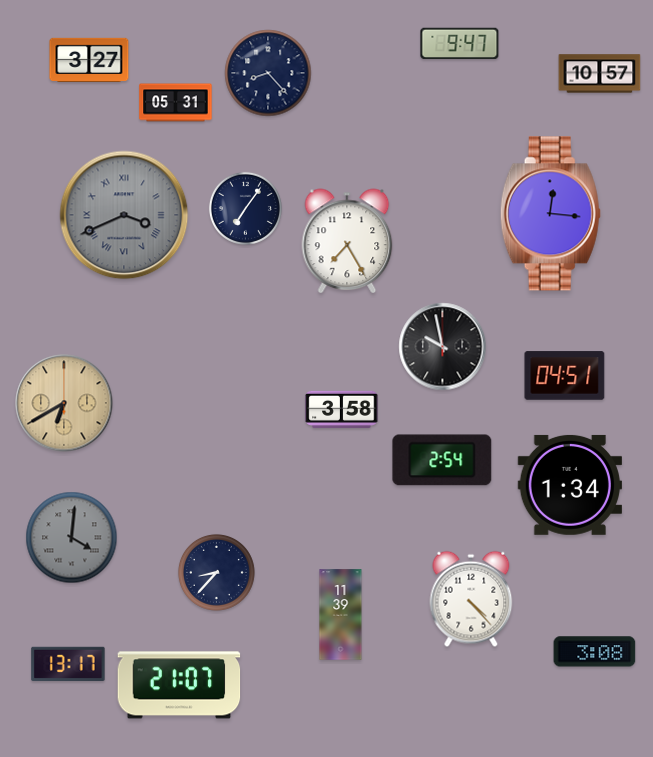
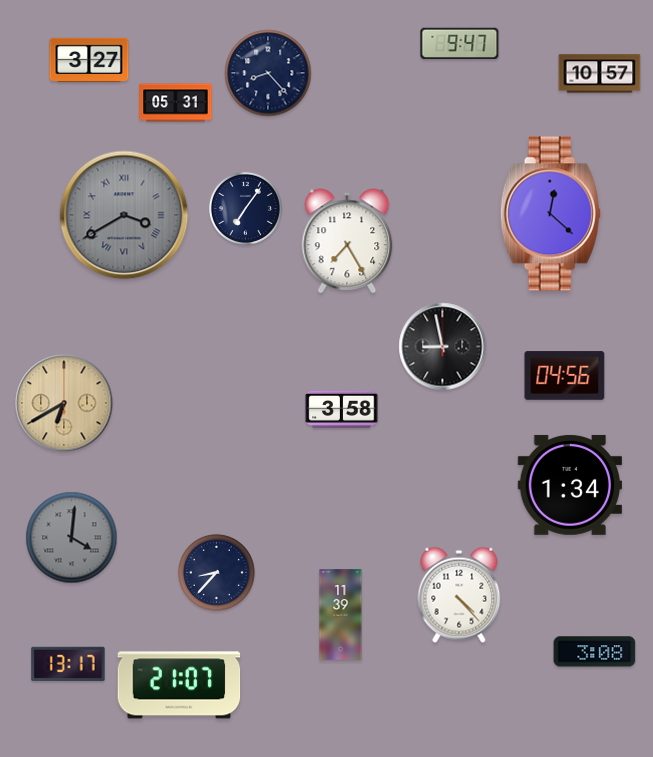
clock at (550, 214): 12:16 -> 12:22
clock at (124, 215): 3:41 -> 3:40
clock at (443, 347): 9:58 -> 8:58
clock at (565, 376): 04:51 -> 04:56
clock at (442, 460): 2:54 -> none
clock at (471, 599) position: (471, 599) -> (459, 595)
